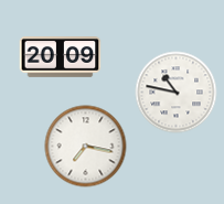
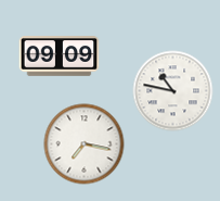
clock at (61, 57): 20:09 -> 09:09
